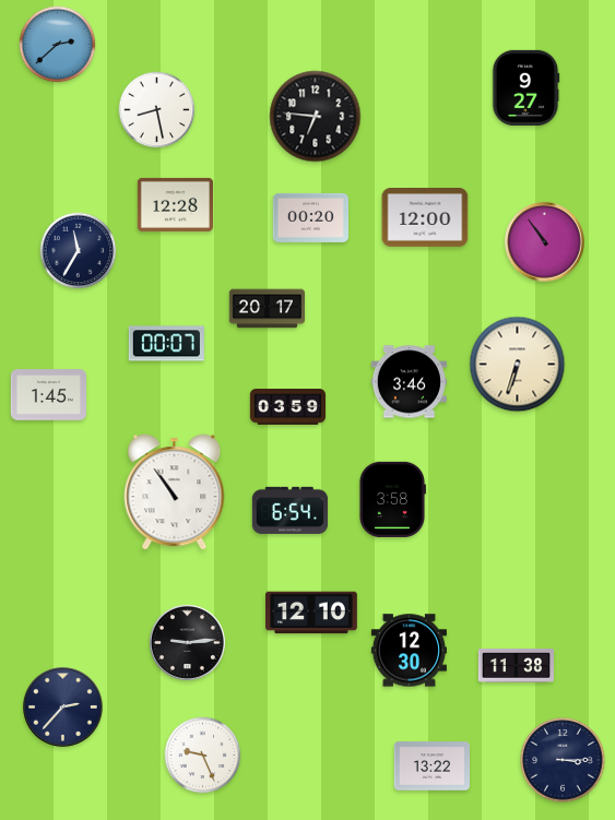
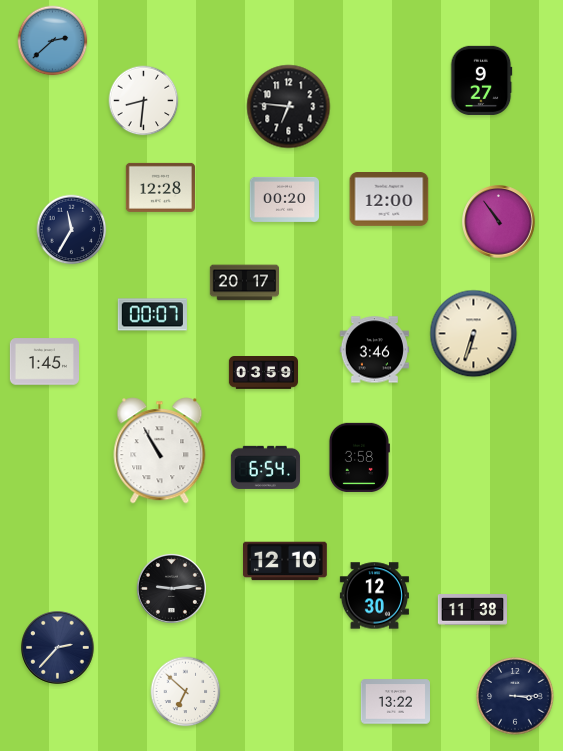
clock at (157, 110): 8:28 -> 8:31
clock at (175, 492): 10:54 -> 10:55
clock at (203, 756): 9:26 -> 6:52
